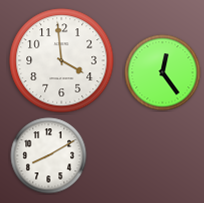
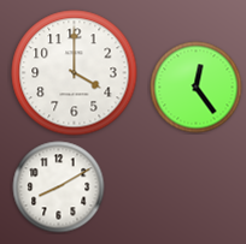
clock at (62, 61): 3:59 -> 4:00
